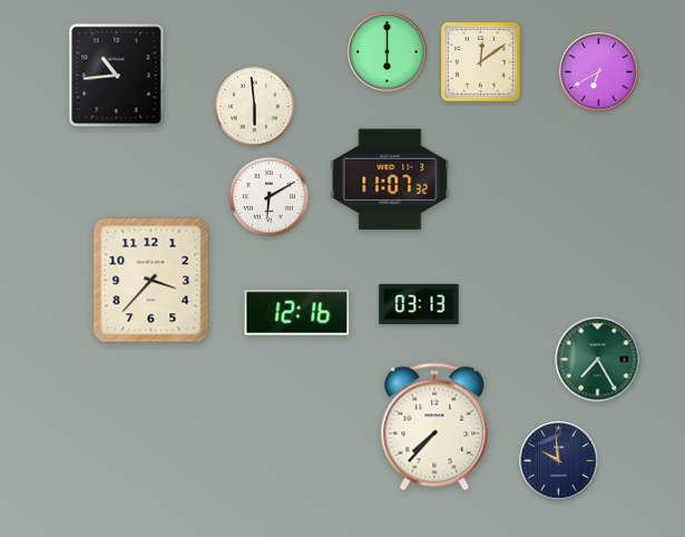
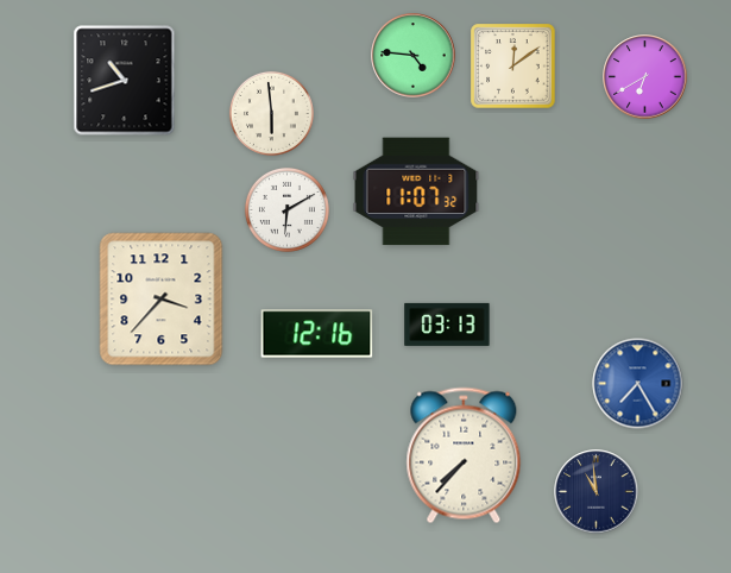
clock at (388, 52): 6:00 -> 4:46
clock at (599, 72) position: (599, 72) -> (645, 77)
clock at (117, 76): 10:44 -> 10:42
clock at (598, 360) dial: green -> blue
clock at (559, 461): 9:59 -> 10:59
